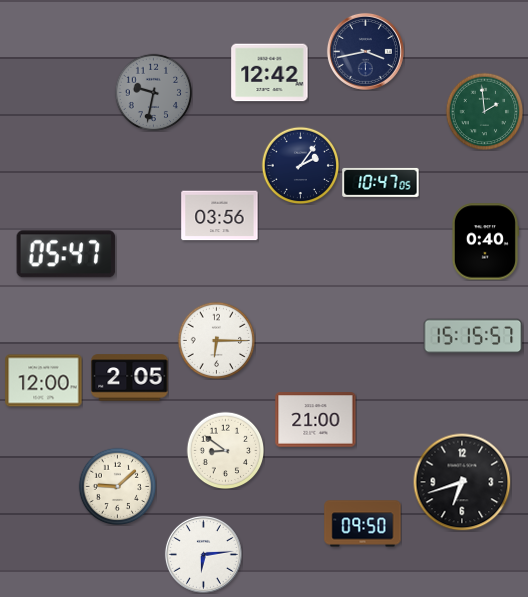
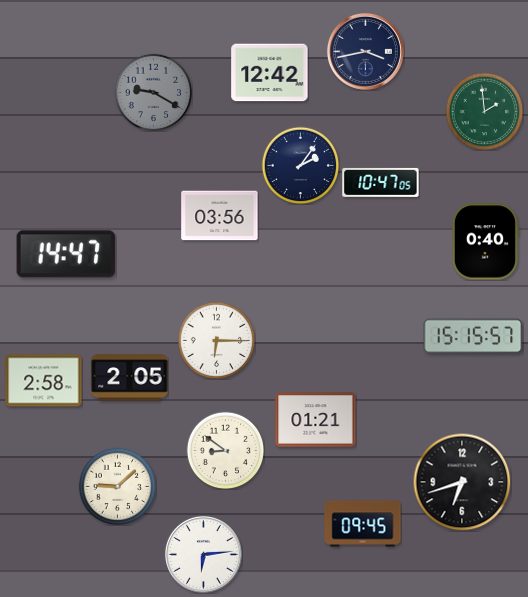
clock at (153, 92): 9:32 -> 9:20
clock at (66, 254): 05:47 -> 14:47
clock at (44, 381): 12:00 -> 2:58
clock at (316, 420): 21:00 -> 01:21
clock at (363, 524): 09:50 -> 09:45
